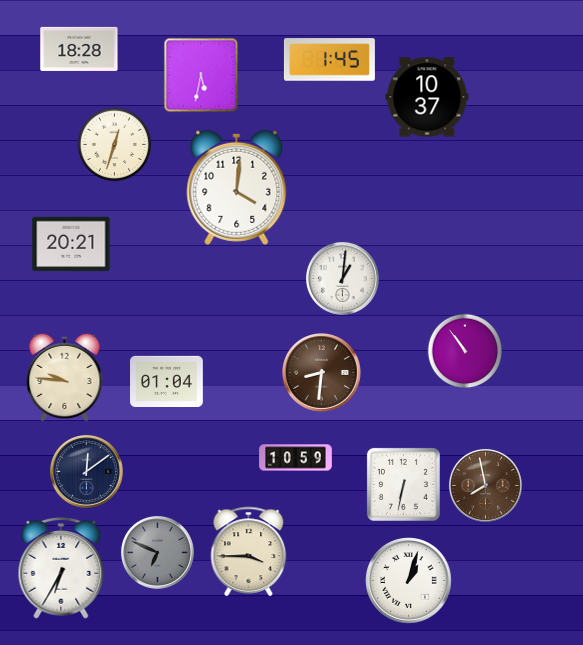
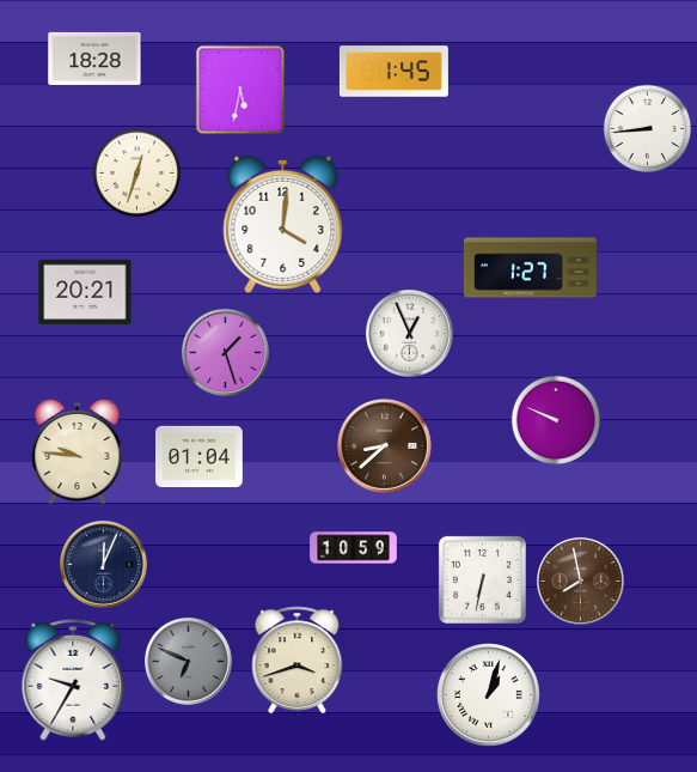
clock at (427, 97): 10:37 -> none
clock at (648, 129): none -> 8:44
clock at (530, 268): none -> 1:27
clock at (342, 278): 1:01 -> 12:56
clock at (225, 352): none -> 1:27
clock at (465, 351): 10:54 -> 9:49
clock at (322, 373): 8:31 -> 8:38
clock at (86, 471): 12:09 -> 12:04
clock at (249, 551): 3:45 -> 3:42
clock at (61, 568): 6:35 -> 9:35
